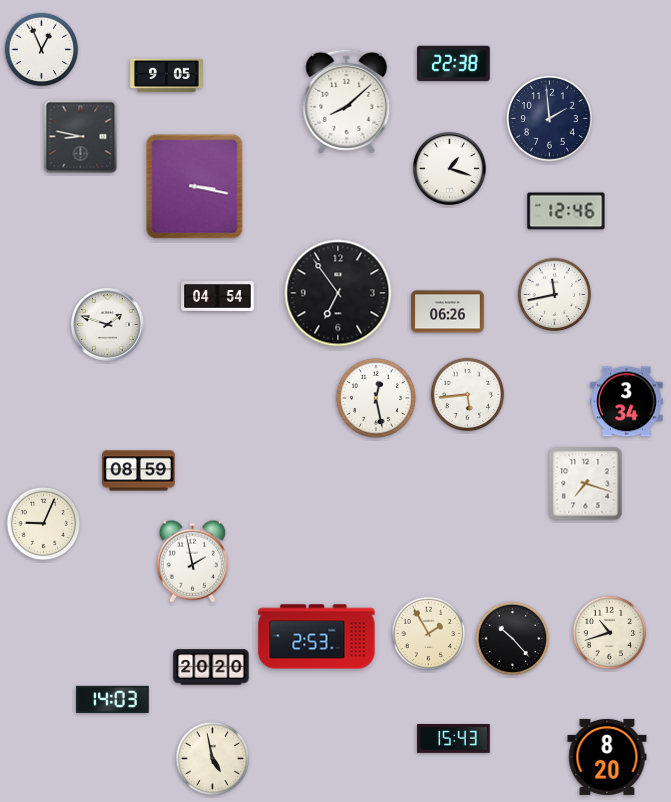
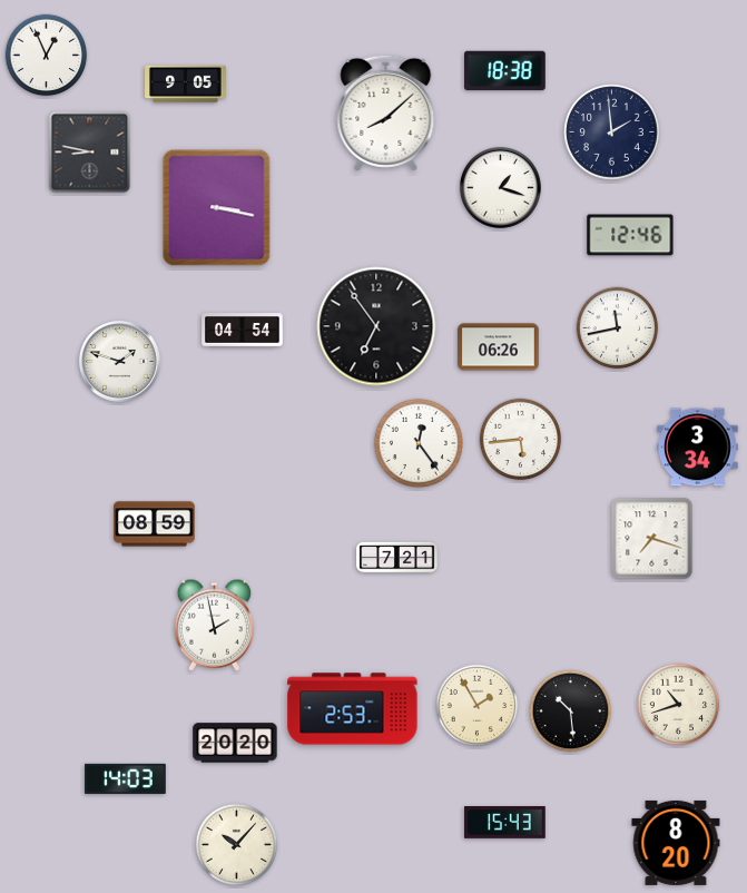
clock at (454, 64): 22:38 -> 18:38
clock at (376, 398): 12:28 -> 12:24
clock at (397, 558): none -> 7:21
clock at (44, 524): 9:04 -> none
clock at (513, 639): 10:23 -> 10:29
clock at (213, 759): 4:58 -> 10:07
